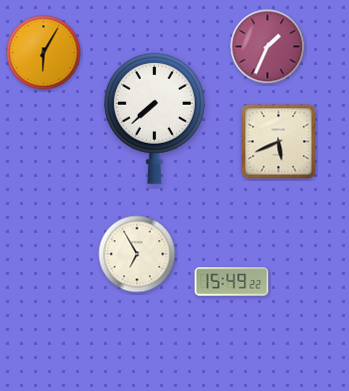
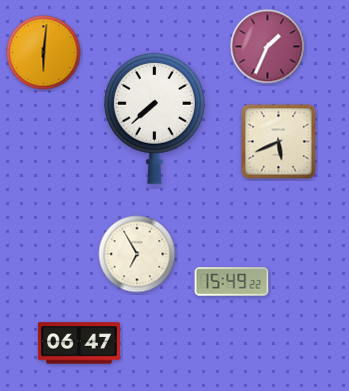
clock at (44, 53): 6:05 -> 6:01
clock at (79, 343): none -> 06:47
